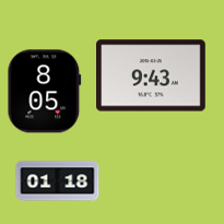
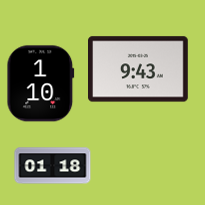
clock at (45, 92): 8:05 -> 1:10
